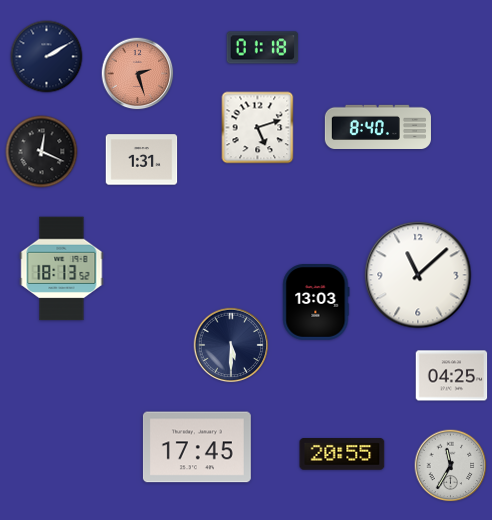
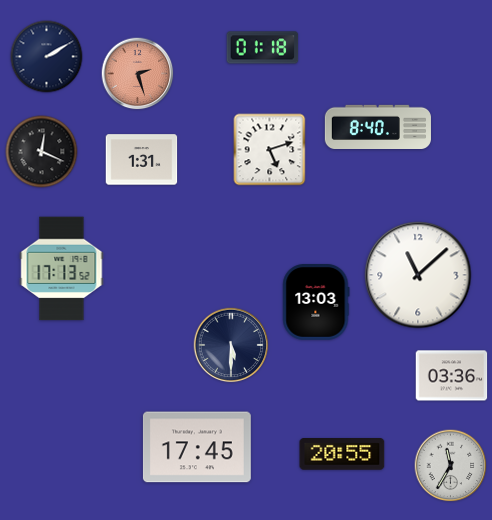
clock at (258, 128) position: (258, 128) -> (270, 150)
clock at (62, 269): 18:13 -> 17:13
clock at (452, 376): 04:25 -> 03:36
